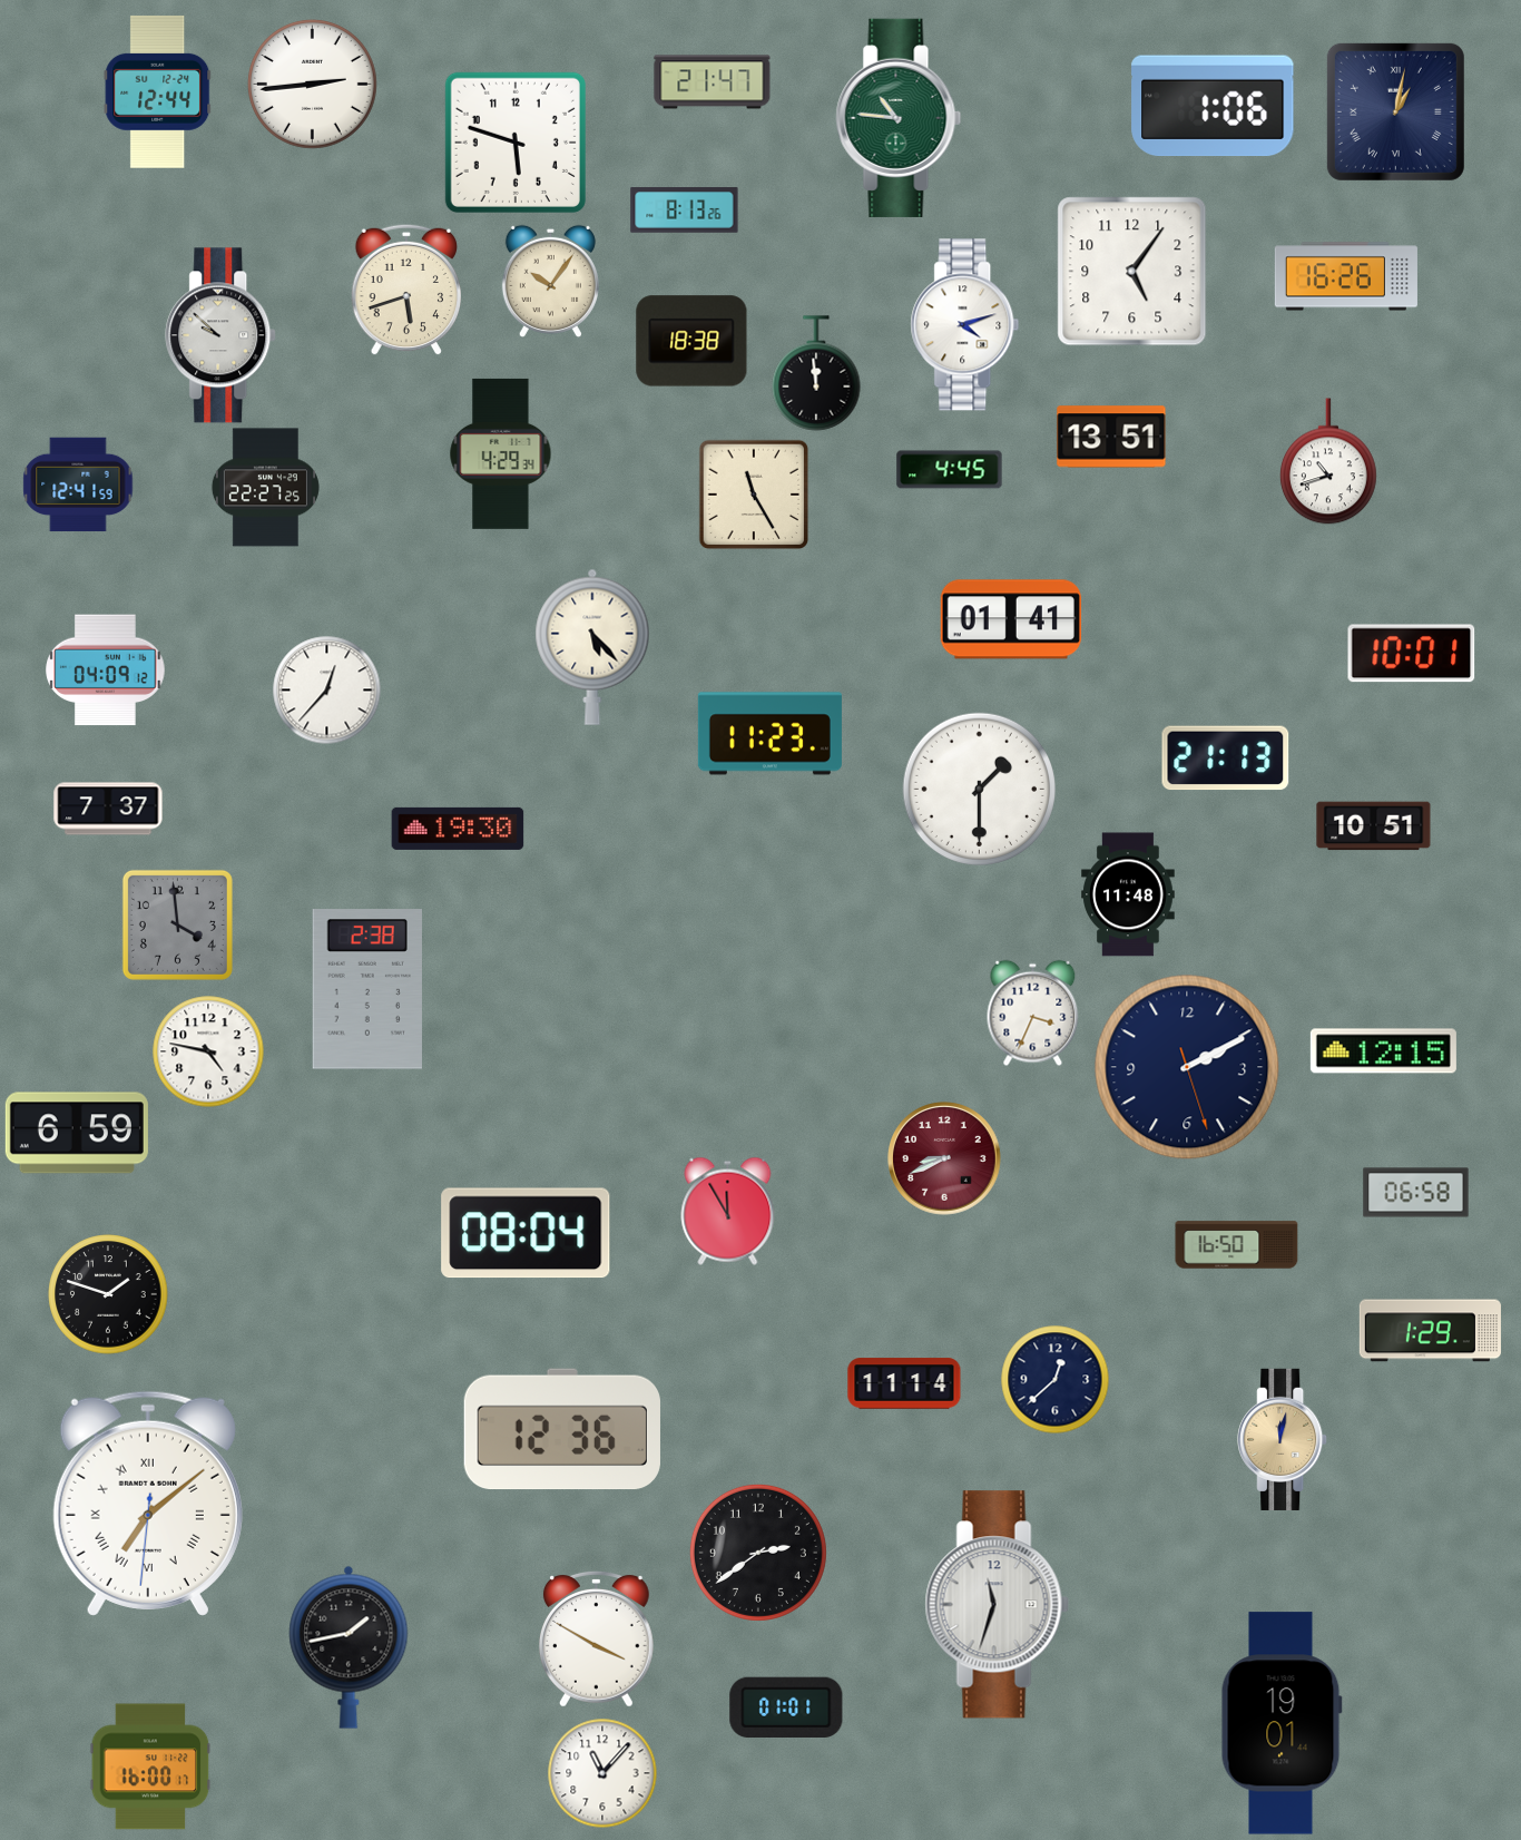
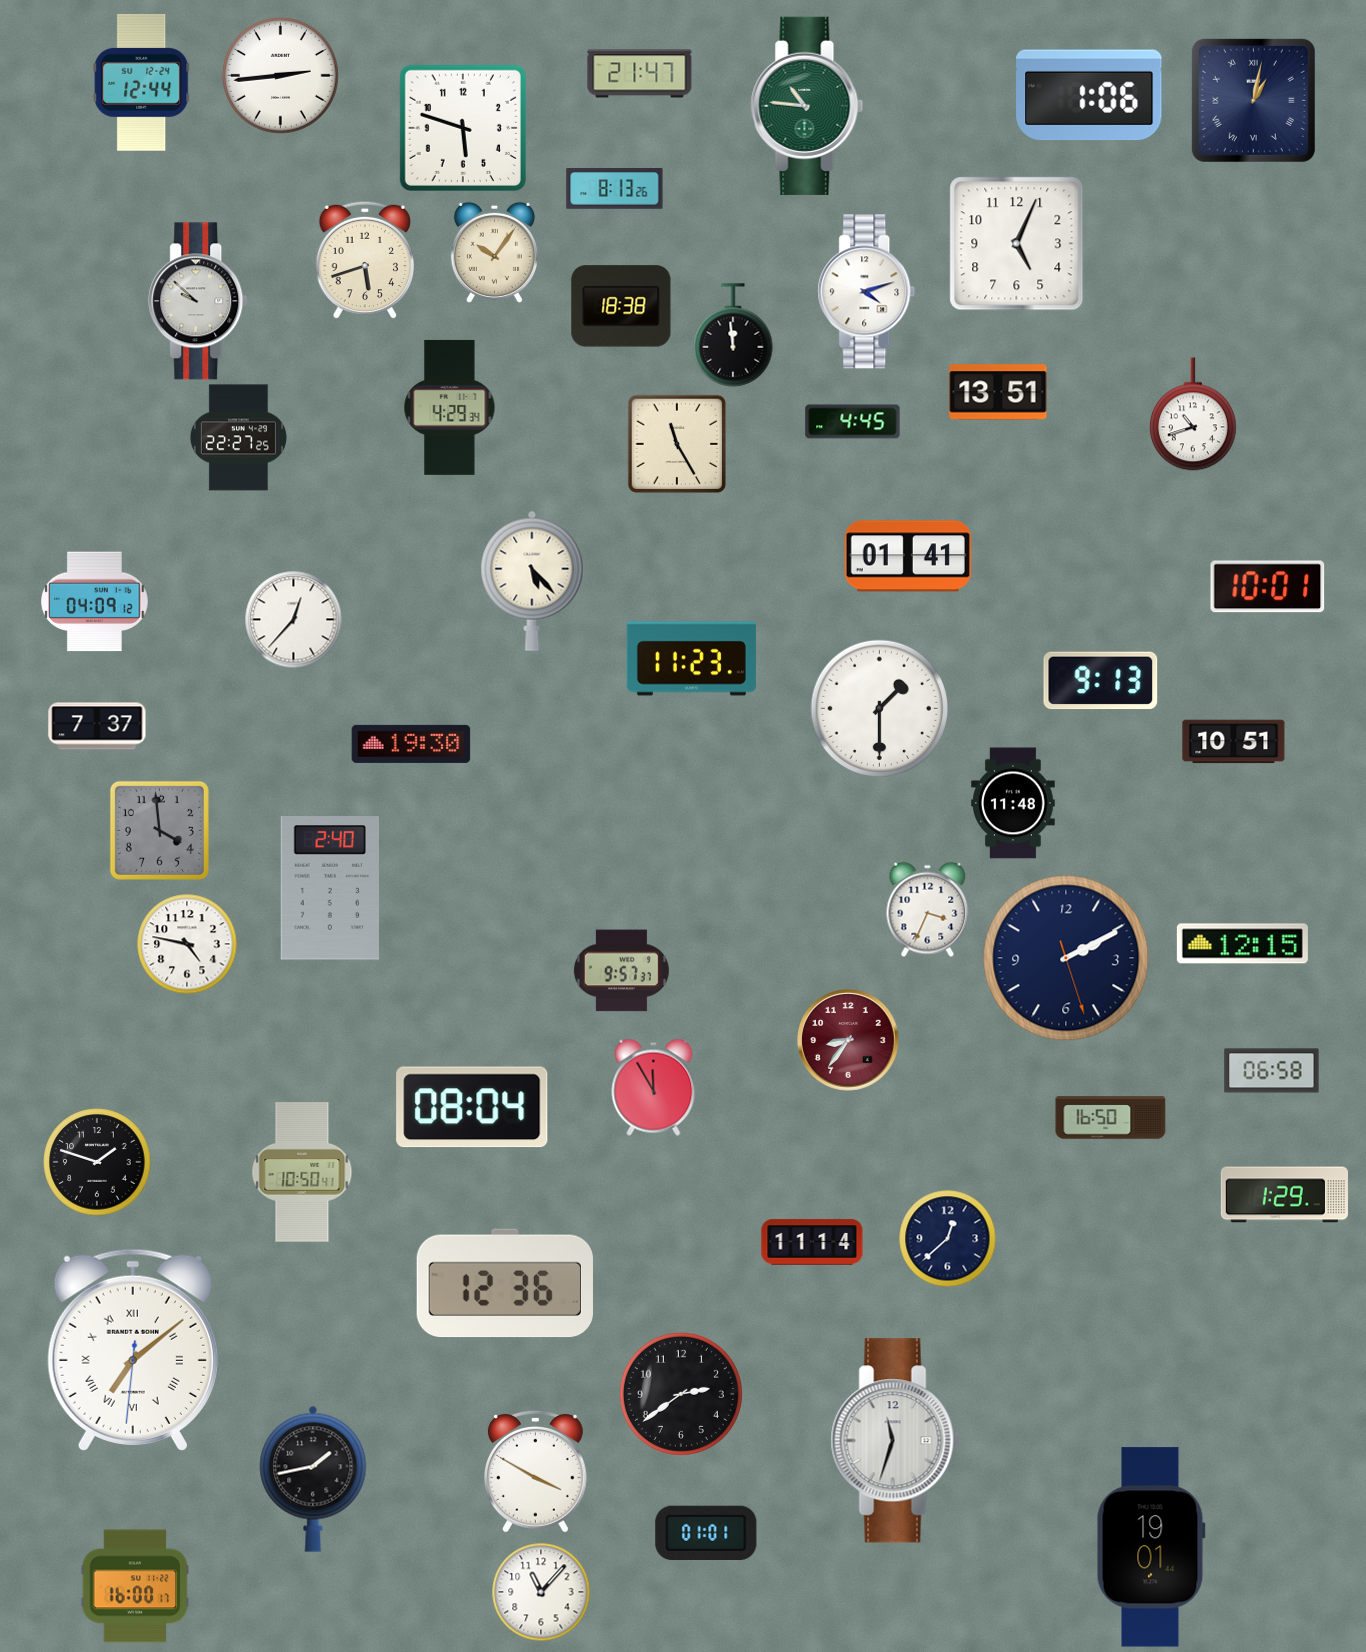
clock at (1132, 272): 5:06 -> 5:04
clock at (1346, 276): 16:26 -> none
clock at (78, 485): 12:41 -> none
clock at (1226, 758): 21:13 -> 9:13
clock at (367, 989): 2:38 -> 2:40
clock at (621, 971): none -> 9:57
clock at (77, 1133): 6:59 -> none
clock at (944, 1158): 8:41 -> 8:36
clock at (302, 1172): none -> 10:50
clock at (1283, 1439): 12:02 -> none
